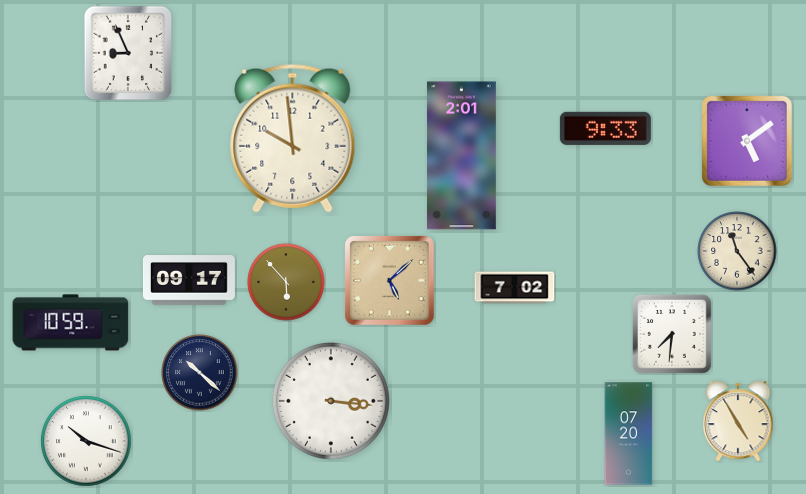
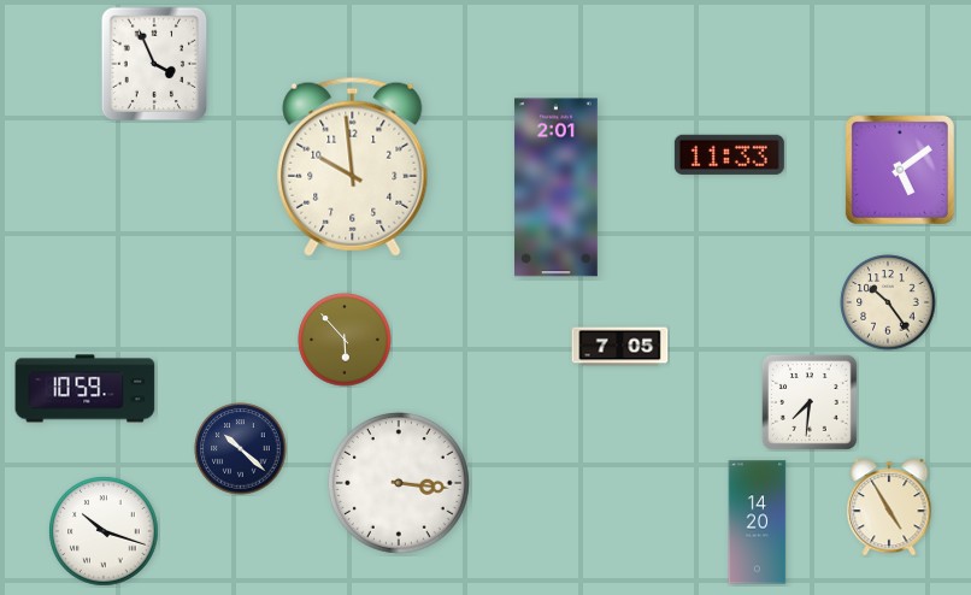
clock at (128, 53): 8:56 -> 3:56
clock at (605, 128): 9:33 -> 11:33
clock at (737, 251): 11:24 -> 10:24
clock at (189, 280): 09:17 -> none
clock at (390, 281): 5:08 -> none
clock at (515, 288): 7:02 -> 7:05
clock at (629, 434): 07:20 -> 14:20
